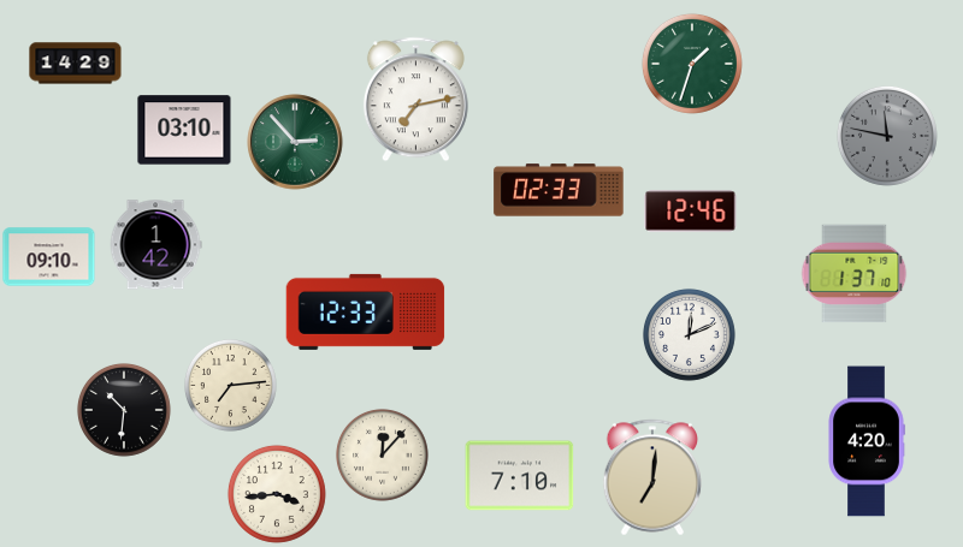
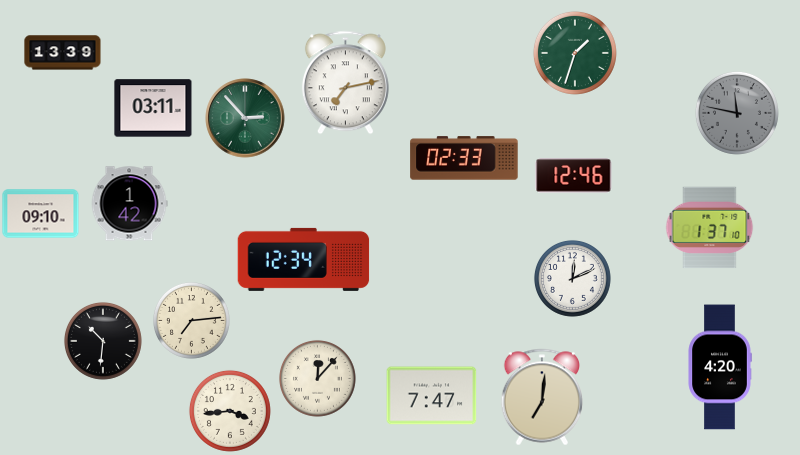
clock at (76, 64): 14:29 -> 13:39
clock at (184, 130): 03:10 -> 03:11
clock at (366, 311): 12:33 -> 12:34
clock at (520, 476): 7:10 -> 7:47
